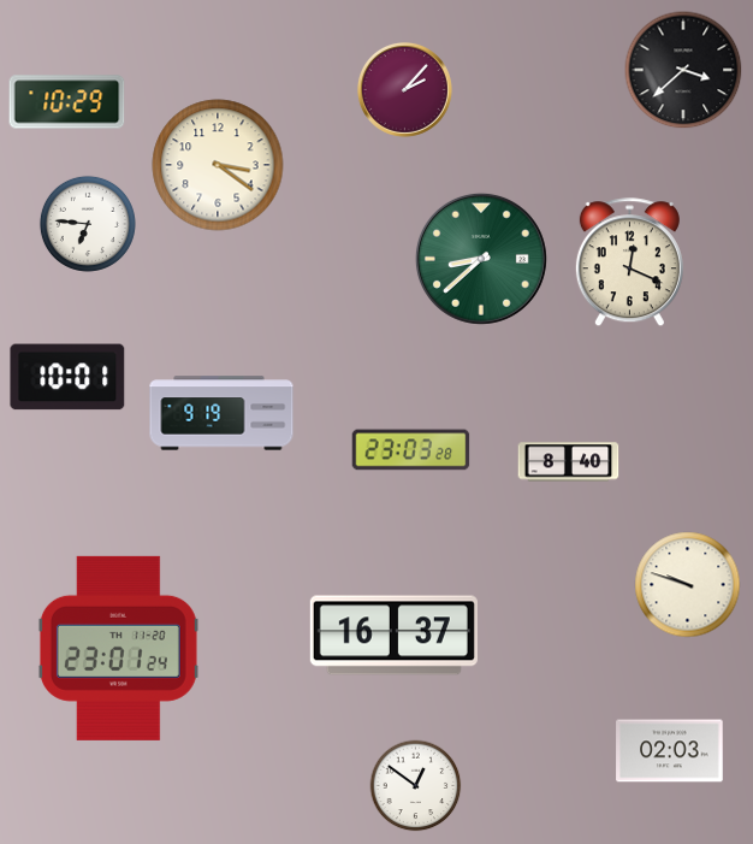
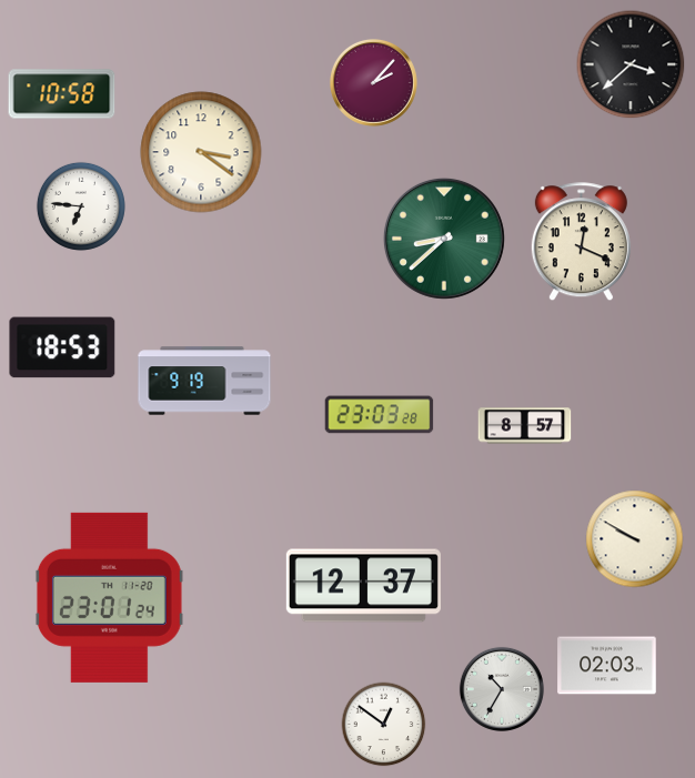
clock at (67, 102): 10:29 -> 10:58
clock at (67, 377): 10:01 -> 18:53
clock at (569, 462): 8:40 -> 8:57
clock at (688, 585): 9:48 -> 9:50
clock at (393, 636): 16:37 -> 12:37
clock at (502, 689): none -> 10:35
clock at (670, 751) position: (670, 751) -> (607, 666)
